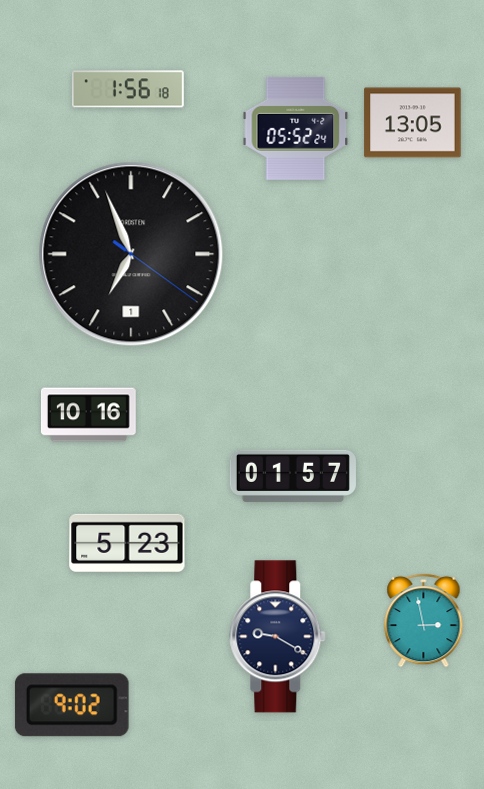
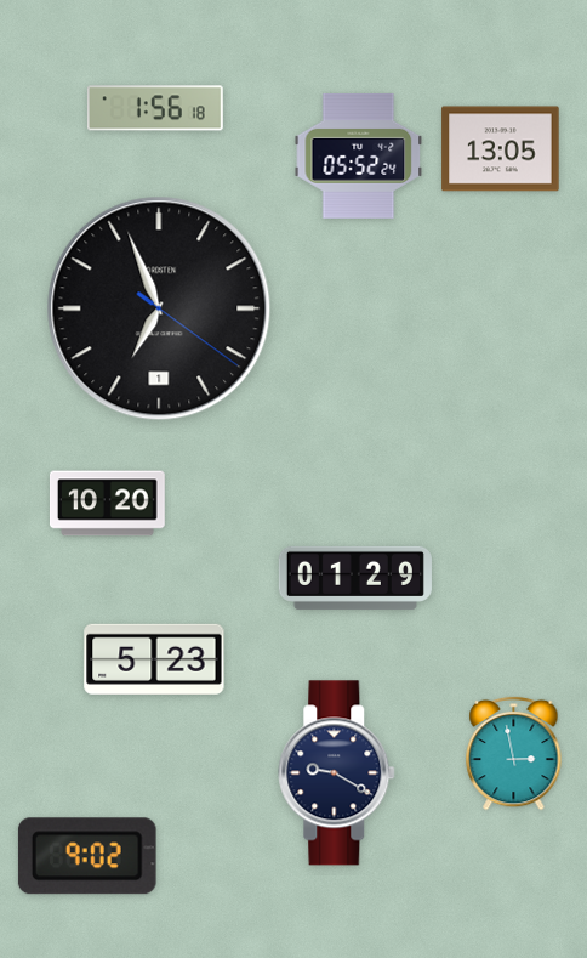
clock at (88, 415): 10:16 -> 10:20
clock at (293, 476): 01:57 -> 01:29
